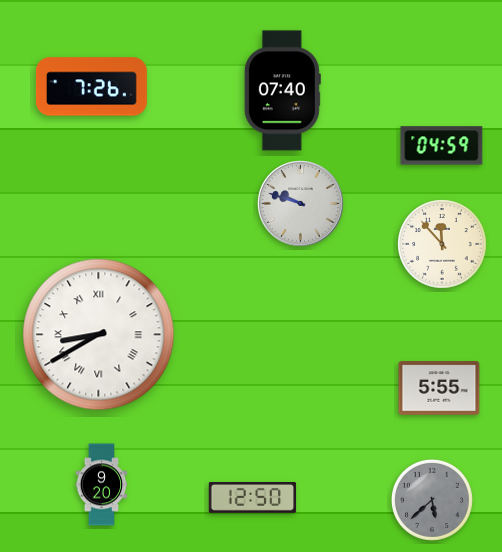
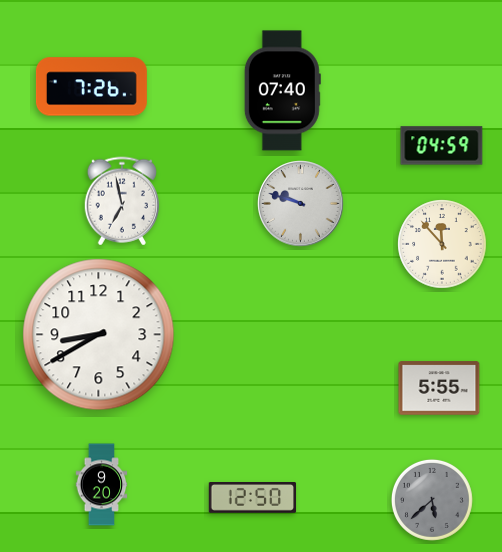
clock at (121, 201): none -> 6:58
clock at (99, 335) numerals: Roman -> Arabic
